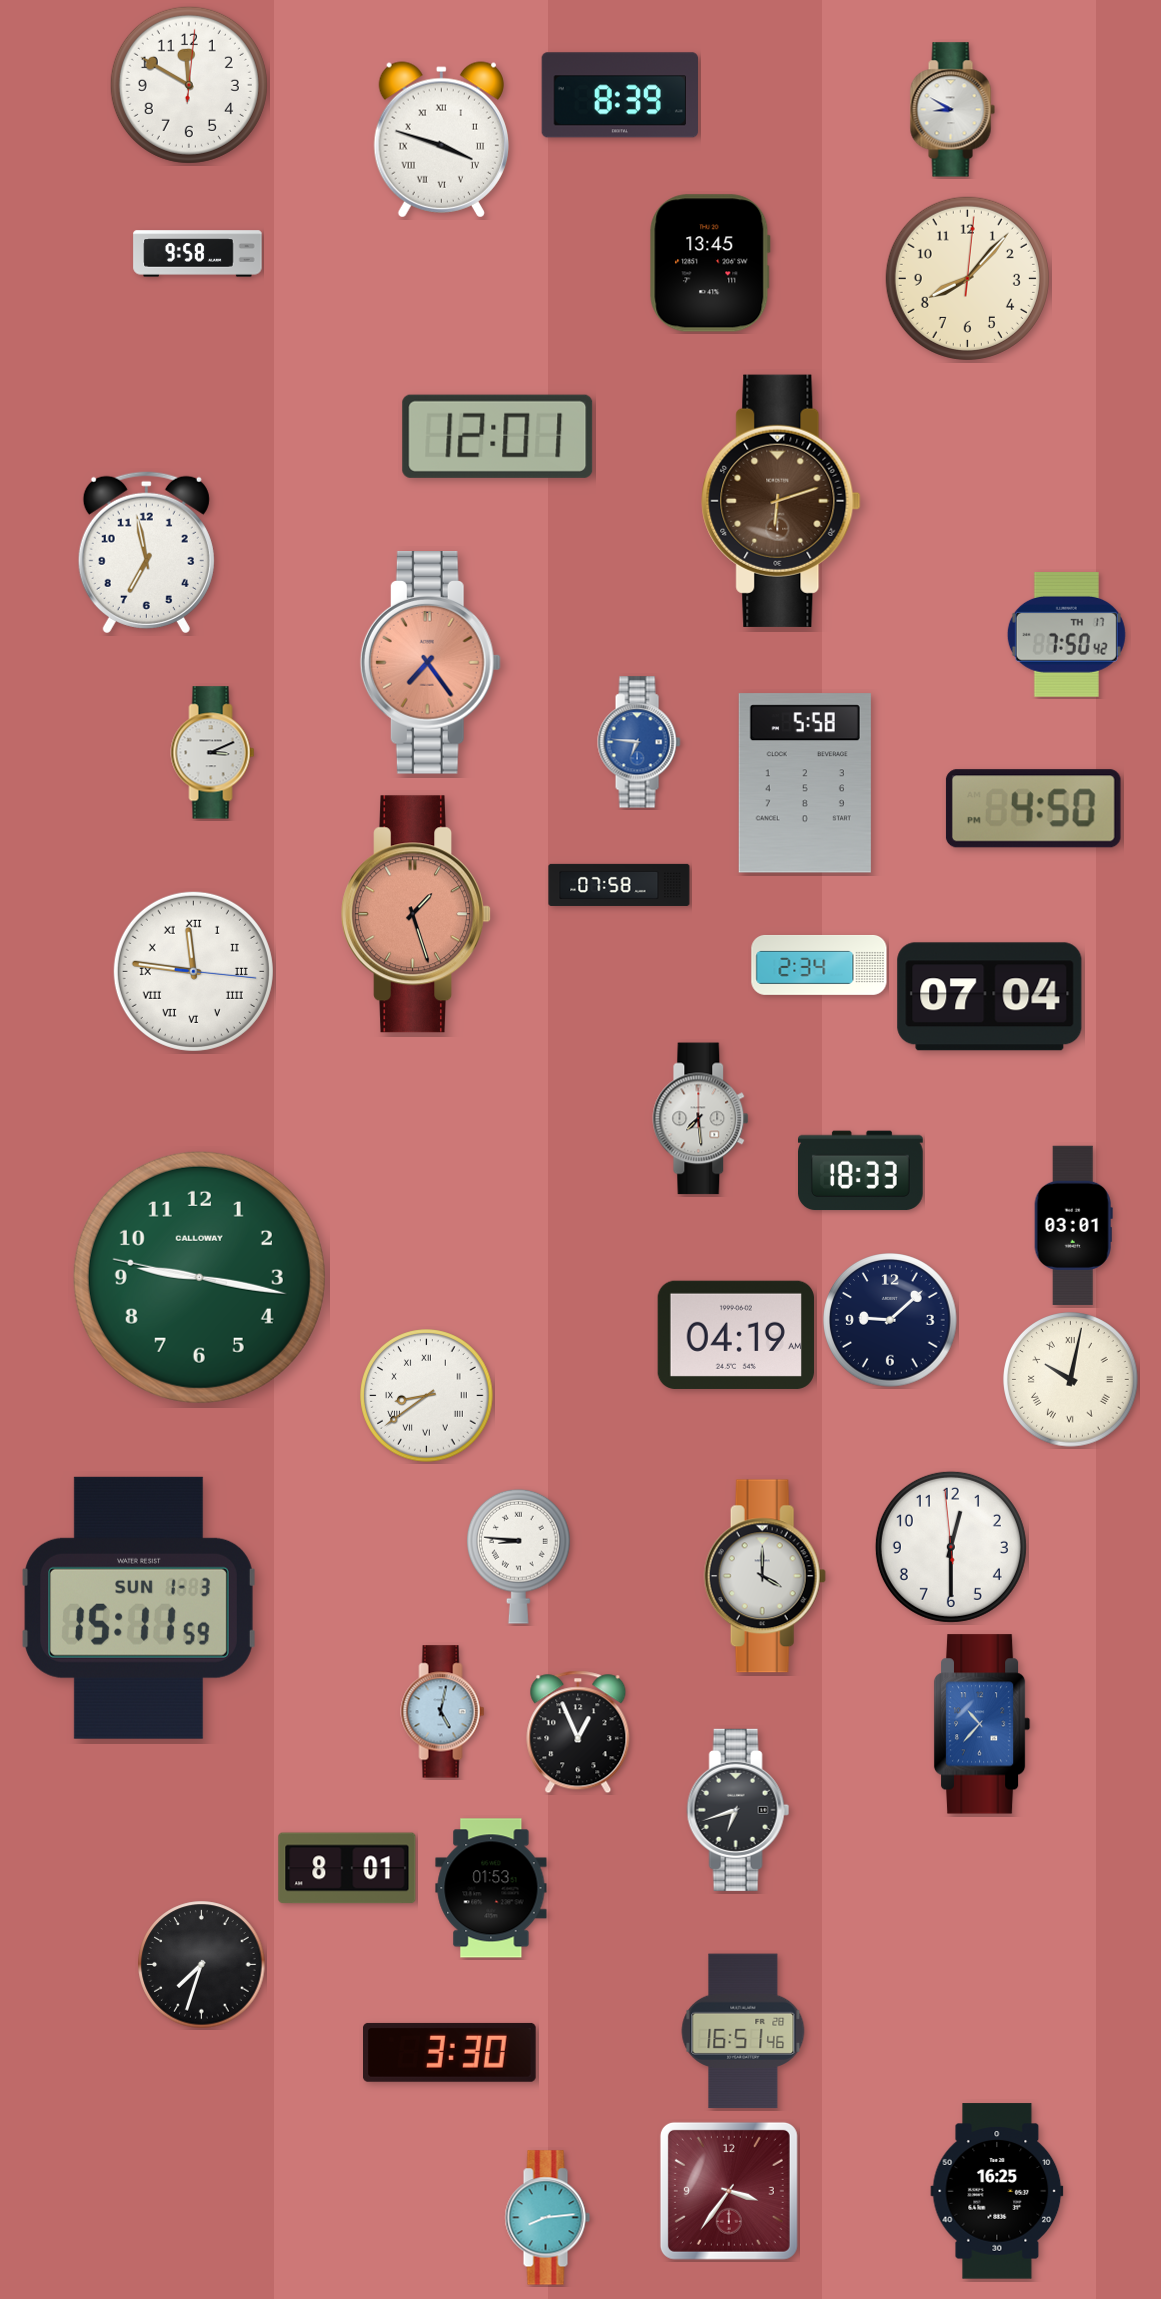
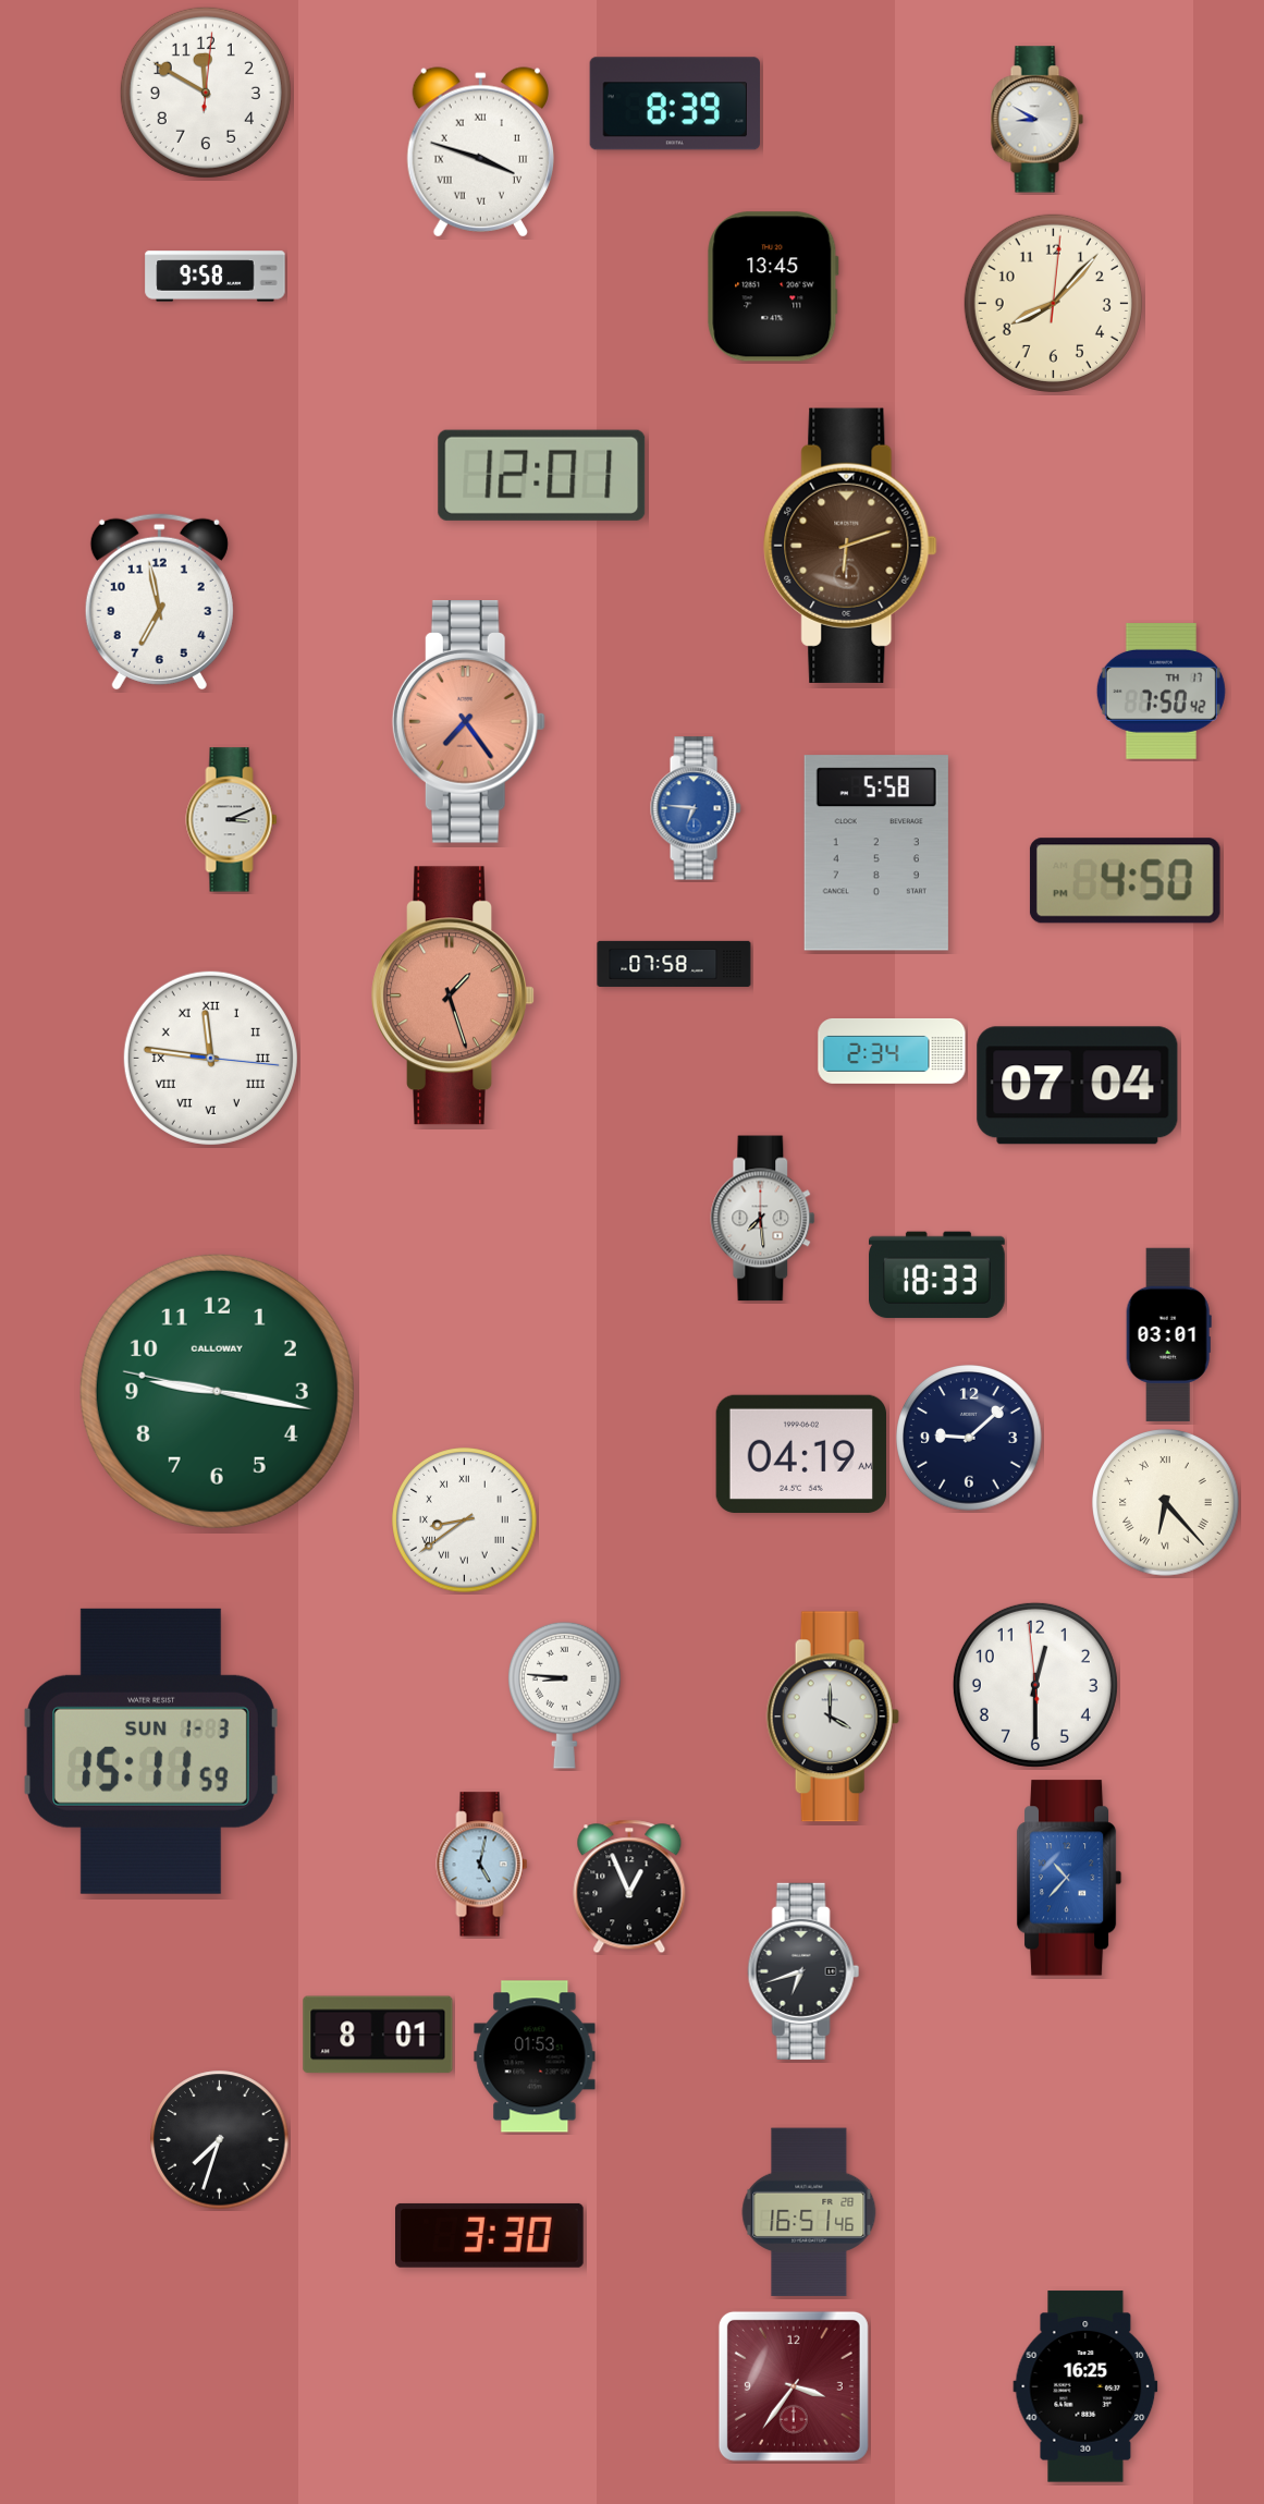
clock at (1071, 1380): 10:02 -> 6:23
clock at (547, 2218): 8:14 -> none
